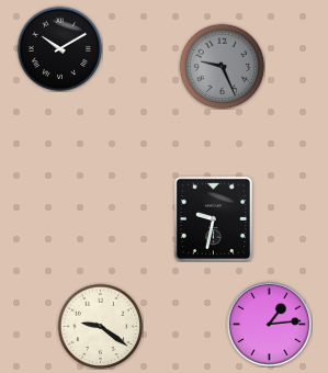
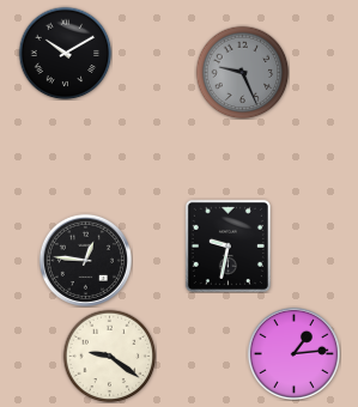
clock at (213, 218) position: (213, 218) -> (227, 245)
clock at (85, 260): none -> 12:46
